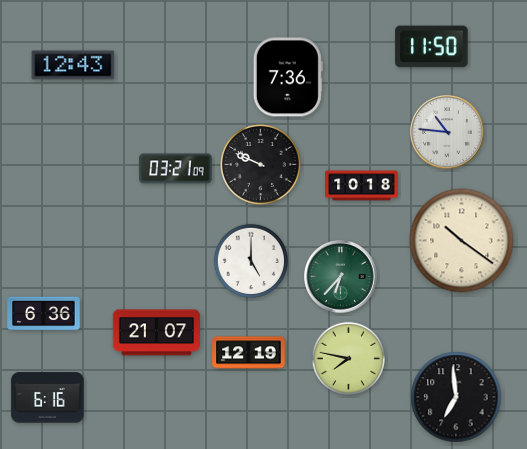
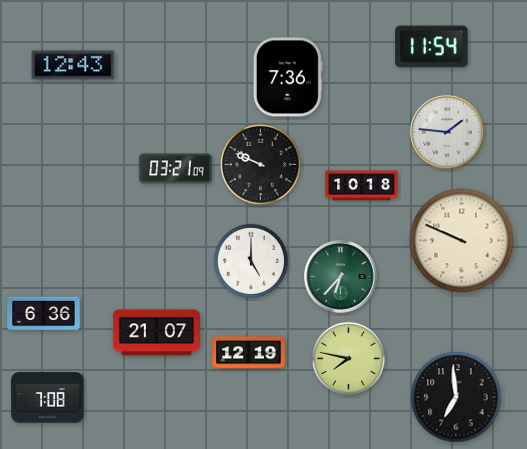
clock at (432, 47): 11:50 -> 11:54
clock at (447, 132): 10:46 -> 1:46
clock at (462, 241): 10:21 -> 9:49
clock at (48, 398): 6:16 -> 7:08
